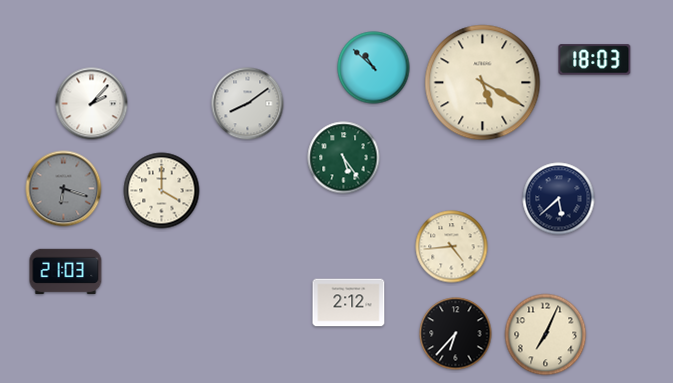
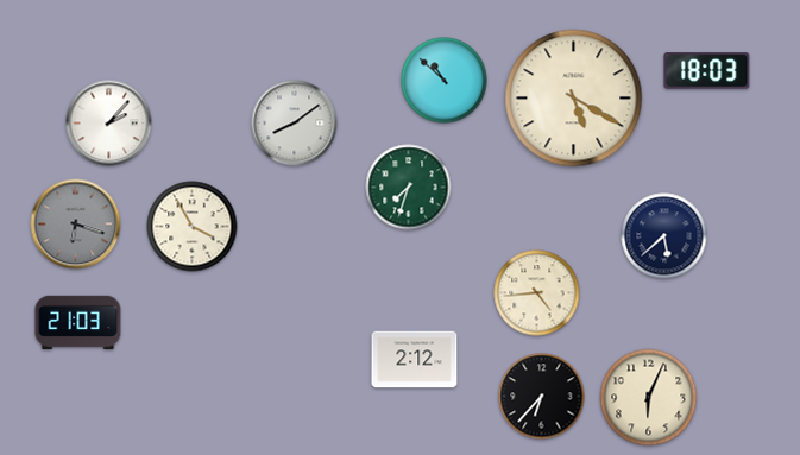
clock at (344, 158): 5:24 -> 7:33
clock at (162, 191): 4:00 -> 3:55
clock at (546, 335): 7:04 -> 6:04
